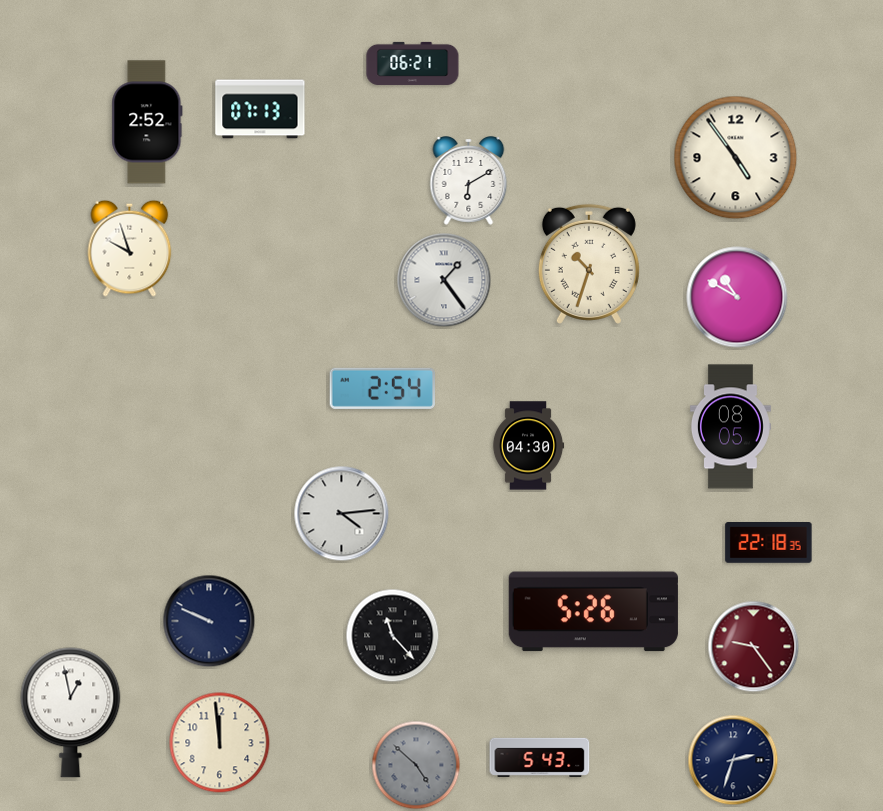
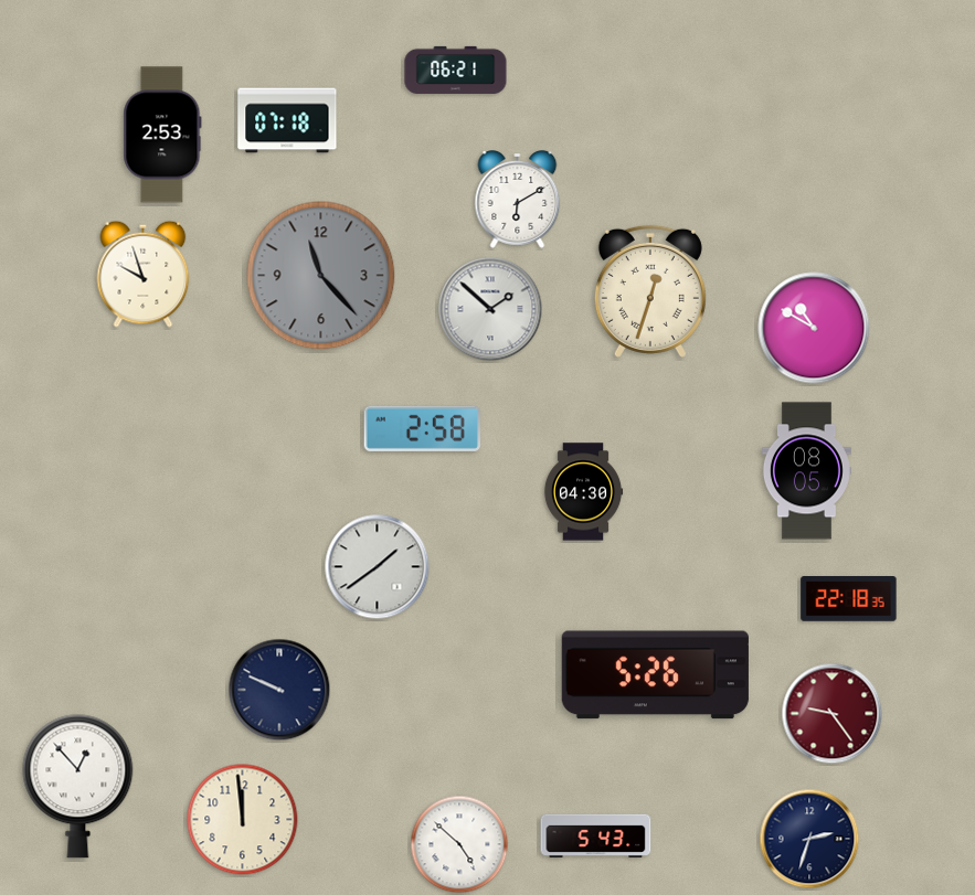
clock at (260, 109): 07:13 -> 07:18
clock at (147, 122): 2:52 -> 2:53
clock at (736, 158): 4:54 -> none
clock at (321, 276): none -> 11:23
clock at (589, 264): 10:33 -> 12:33
clock at (444, 280): 1:24 -> 1:52
clock at (382, 388): 2:54 -> 2:58
clock at (342, 514): 4:14 -> 1:39
clock at (209, 621) position: (209, 621) -> (279, 690)
clock at (393, 636): 11:23 -> none
clock at (71, 713): 12:58 -> 12:53
clock at (416, 765) dial: grey -> white
